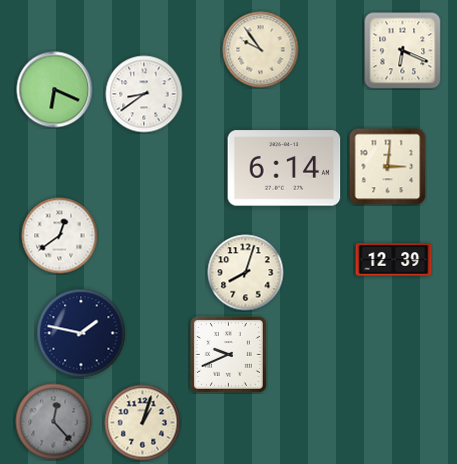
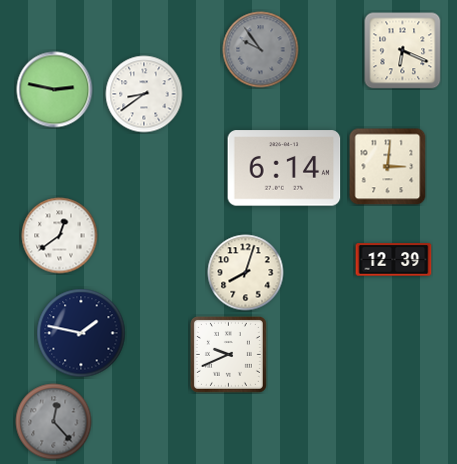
clock at (261, 50) dial: cream -> grey
clock at (55, 90): 6:19 -> 2:47
clock at (143, 423): 1:03 -> none
